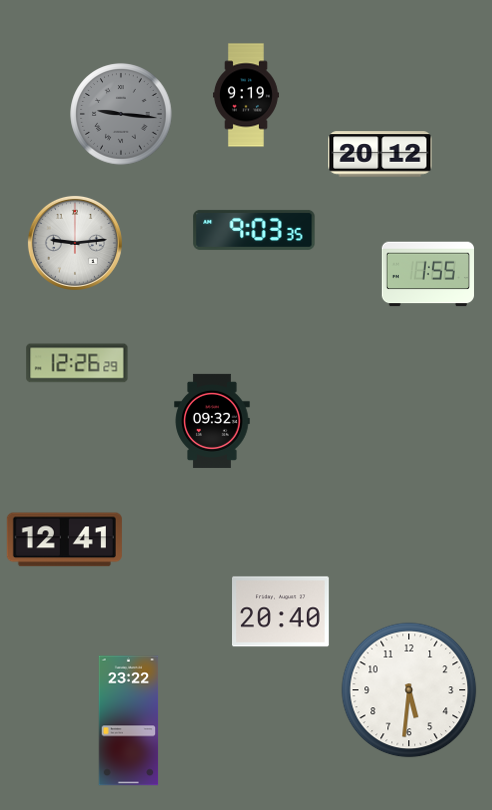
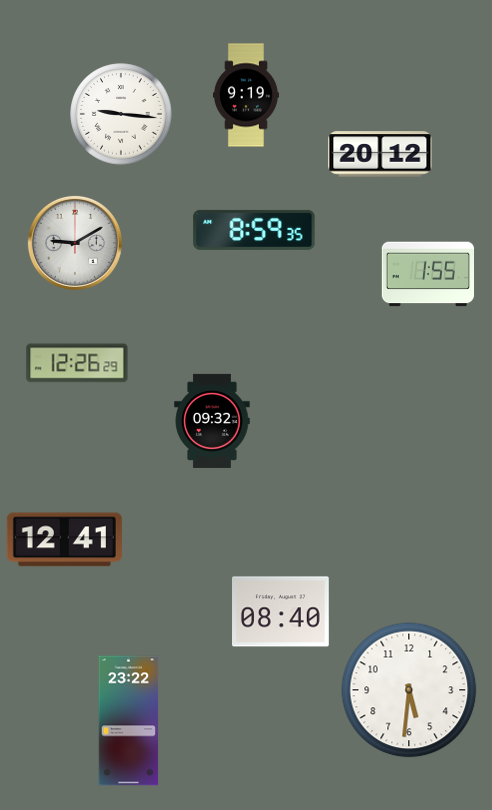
clock at (121, 114) dial: grey -> white
clock at (254, 230): 9:03 -> 8:59
clock at (75, 243): 9:14 -> 9:10
clock at (281, 612): 20:40 -> 08:40
